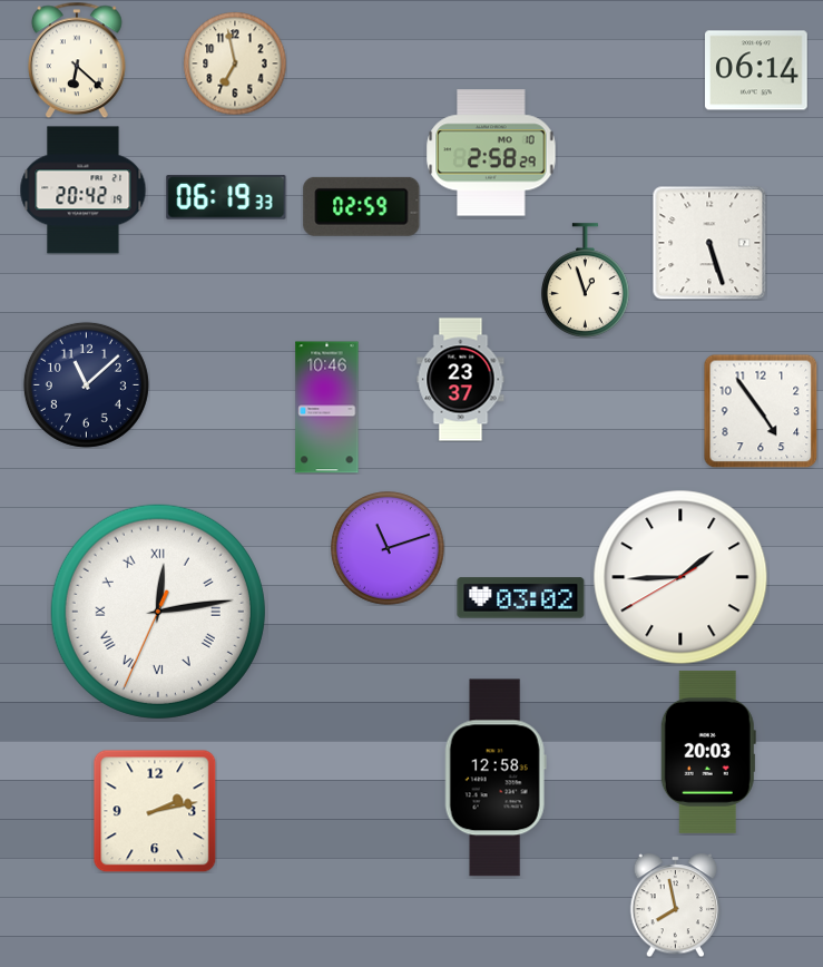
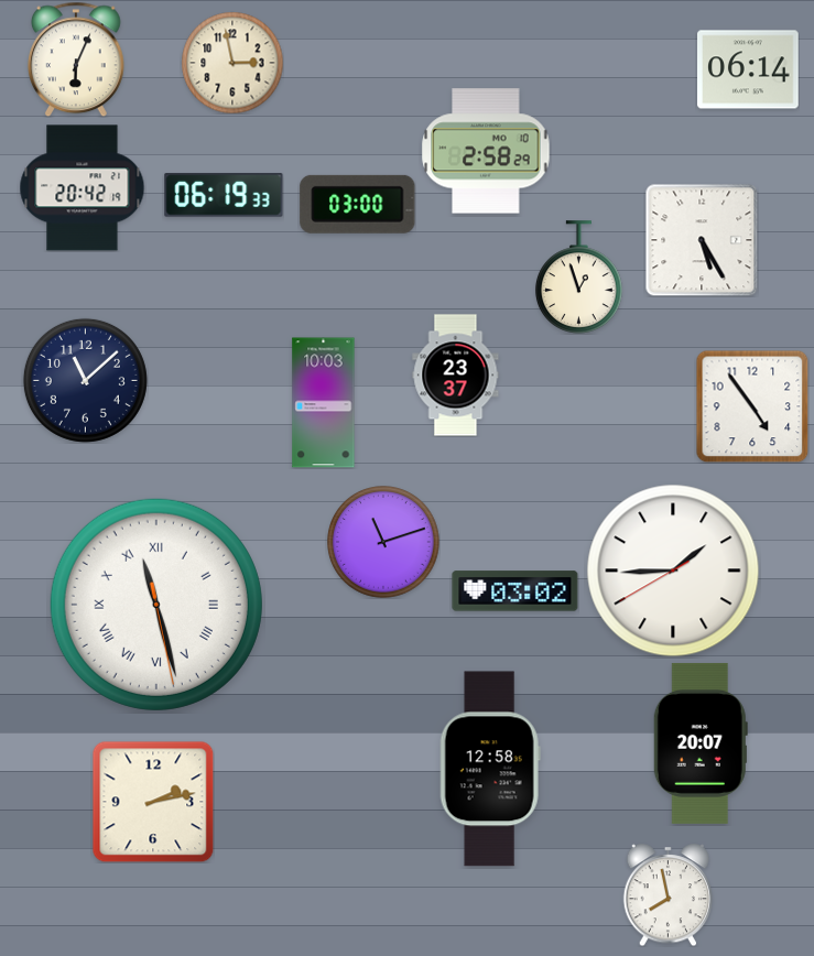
clock at (78, 60): 6:22 -> 6:04
clock at (235, 64): 6:58 -> 2:58
clock at (362, 206): 02:59 -> 03:00
clock at (709, 243): 5:27 -> 5:25
clock at (327, 408): 10:46 -> 10:03
clock at (158, 612): 12:13 -> 11:27
clock at (708, 752): 20:03 -> 20:07
